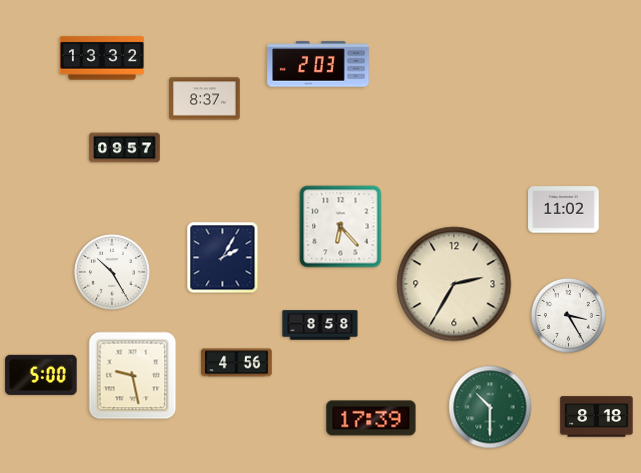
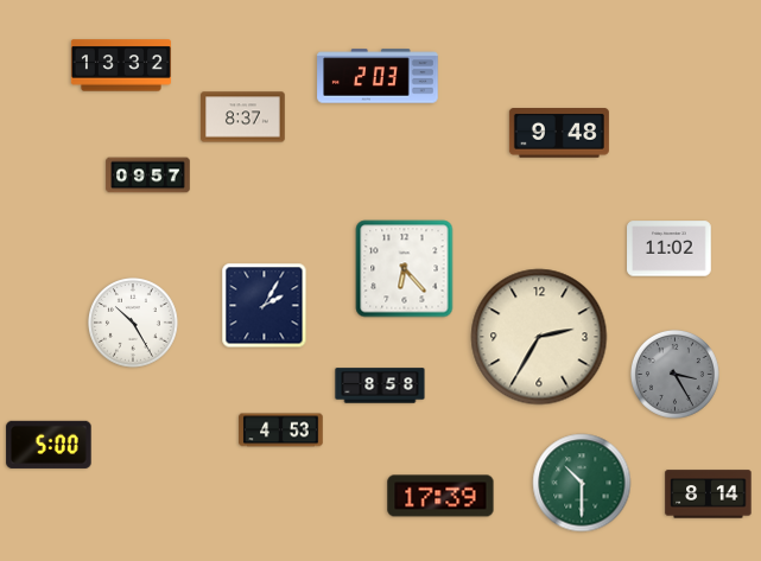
clock at (102, 58) position: (102, 58) -> (121, 65)
clock at (559, 134): none -> 9:48
clock at (568, 315) dial: white -> grey
clock at (237, 363): 4:56 -> 4:53
clock at (133, 376): 9:28 -> none
clock at (597, 417): 8:18 -> 8:14
